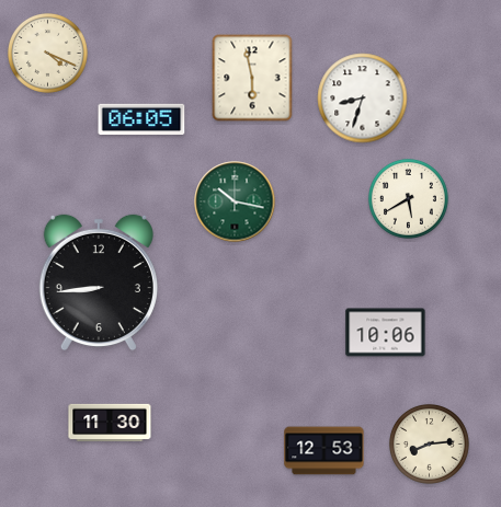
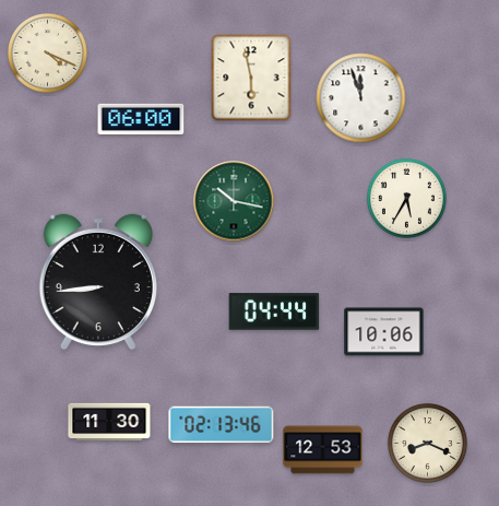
clock at (363, 99): 8:33 -> 11:57
clock at (141, 118): 06:05 -> 06:00
clock at (408, 198): 5:40 -> 5:35
clock at (274, 311): none -> 04:44
clock at (222, 425): none -> 02:13
clock at (429, 443): 8:14 -> 8:19
